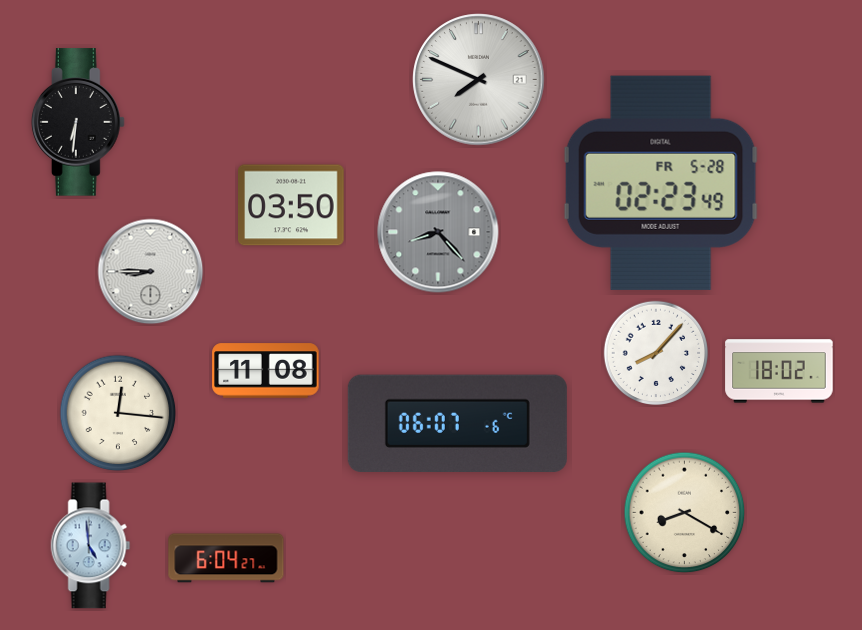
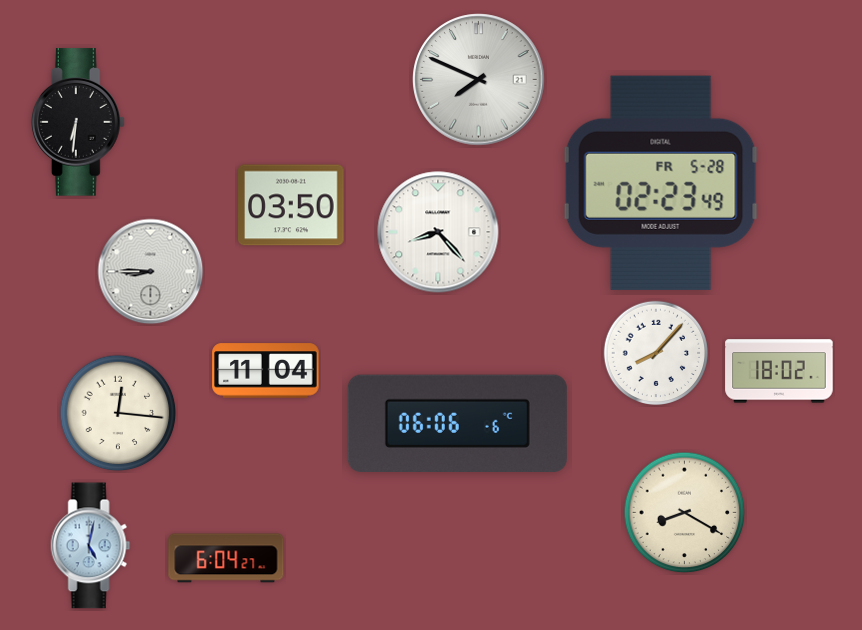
clock at (438, 232) dial: grey -> white
clock at (266, 371): 11:08 -> 11:04
clock at (457, 423): 06:07 -> 06:06
clock at (91, 546): 4:59 -> 5:02
